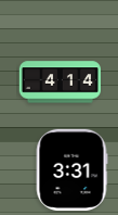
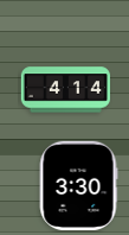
clock at (71, 169): 3:31 -> 3:30
